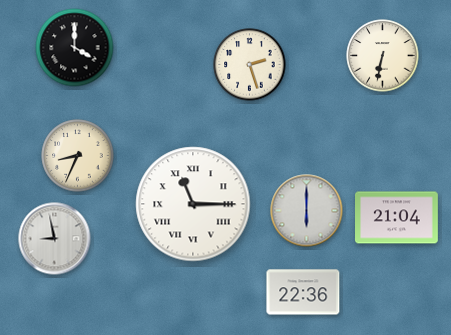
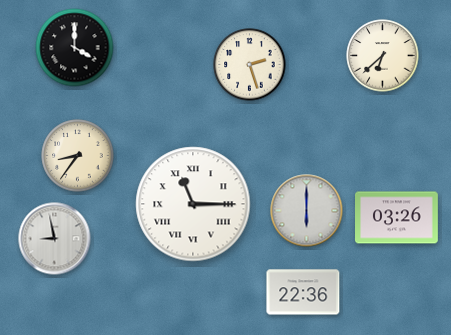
clock at (383, 56): 6:32 -> 6:38
clock at (78, 156): 8:34 -> 8:36
clock at (397, 218): 21:04 -> 03:26
